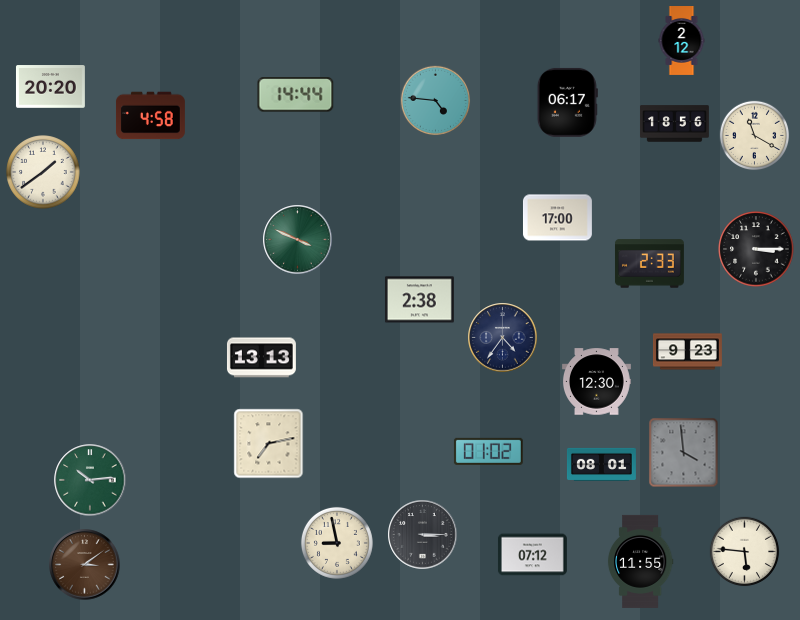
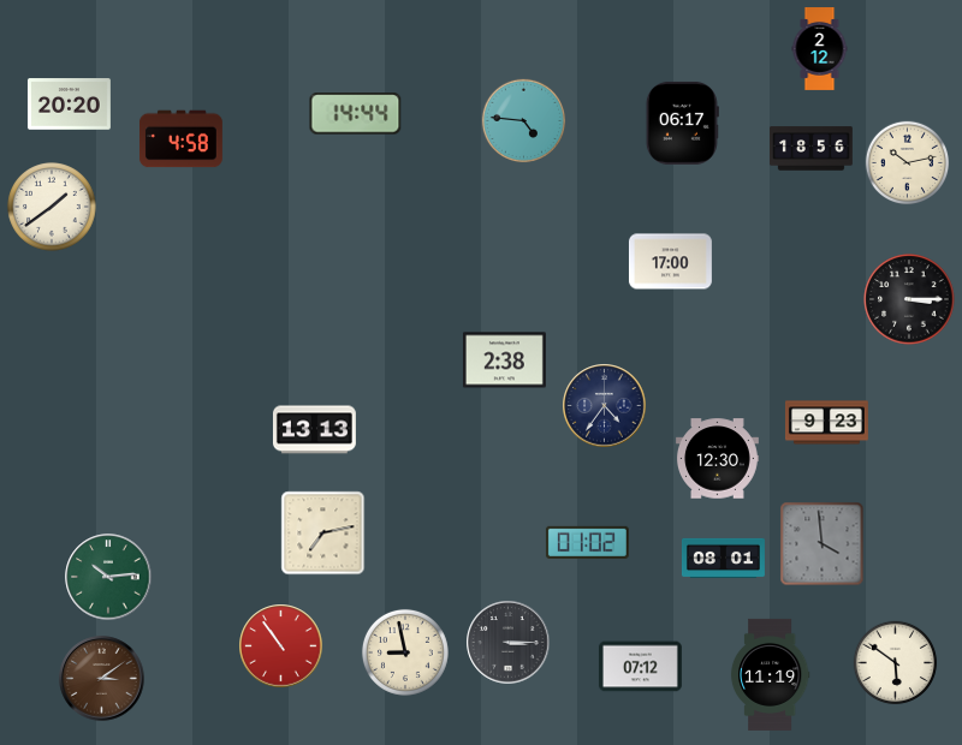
clock at (50, 87) position: (50, 87) -> (69, 105)
clock at (755, 136): 11:20 -> 10:13
clock at (298, 240): 3:49 -> none
clock at (649, 264): 2:33 -> none
clock at (281, 646): none -> 10:54
clock at (745, 552): 5:46 -> 5:51
clock at (640, 561): 11:55 -> 11:19
